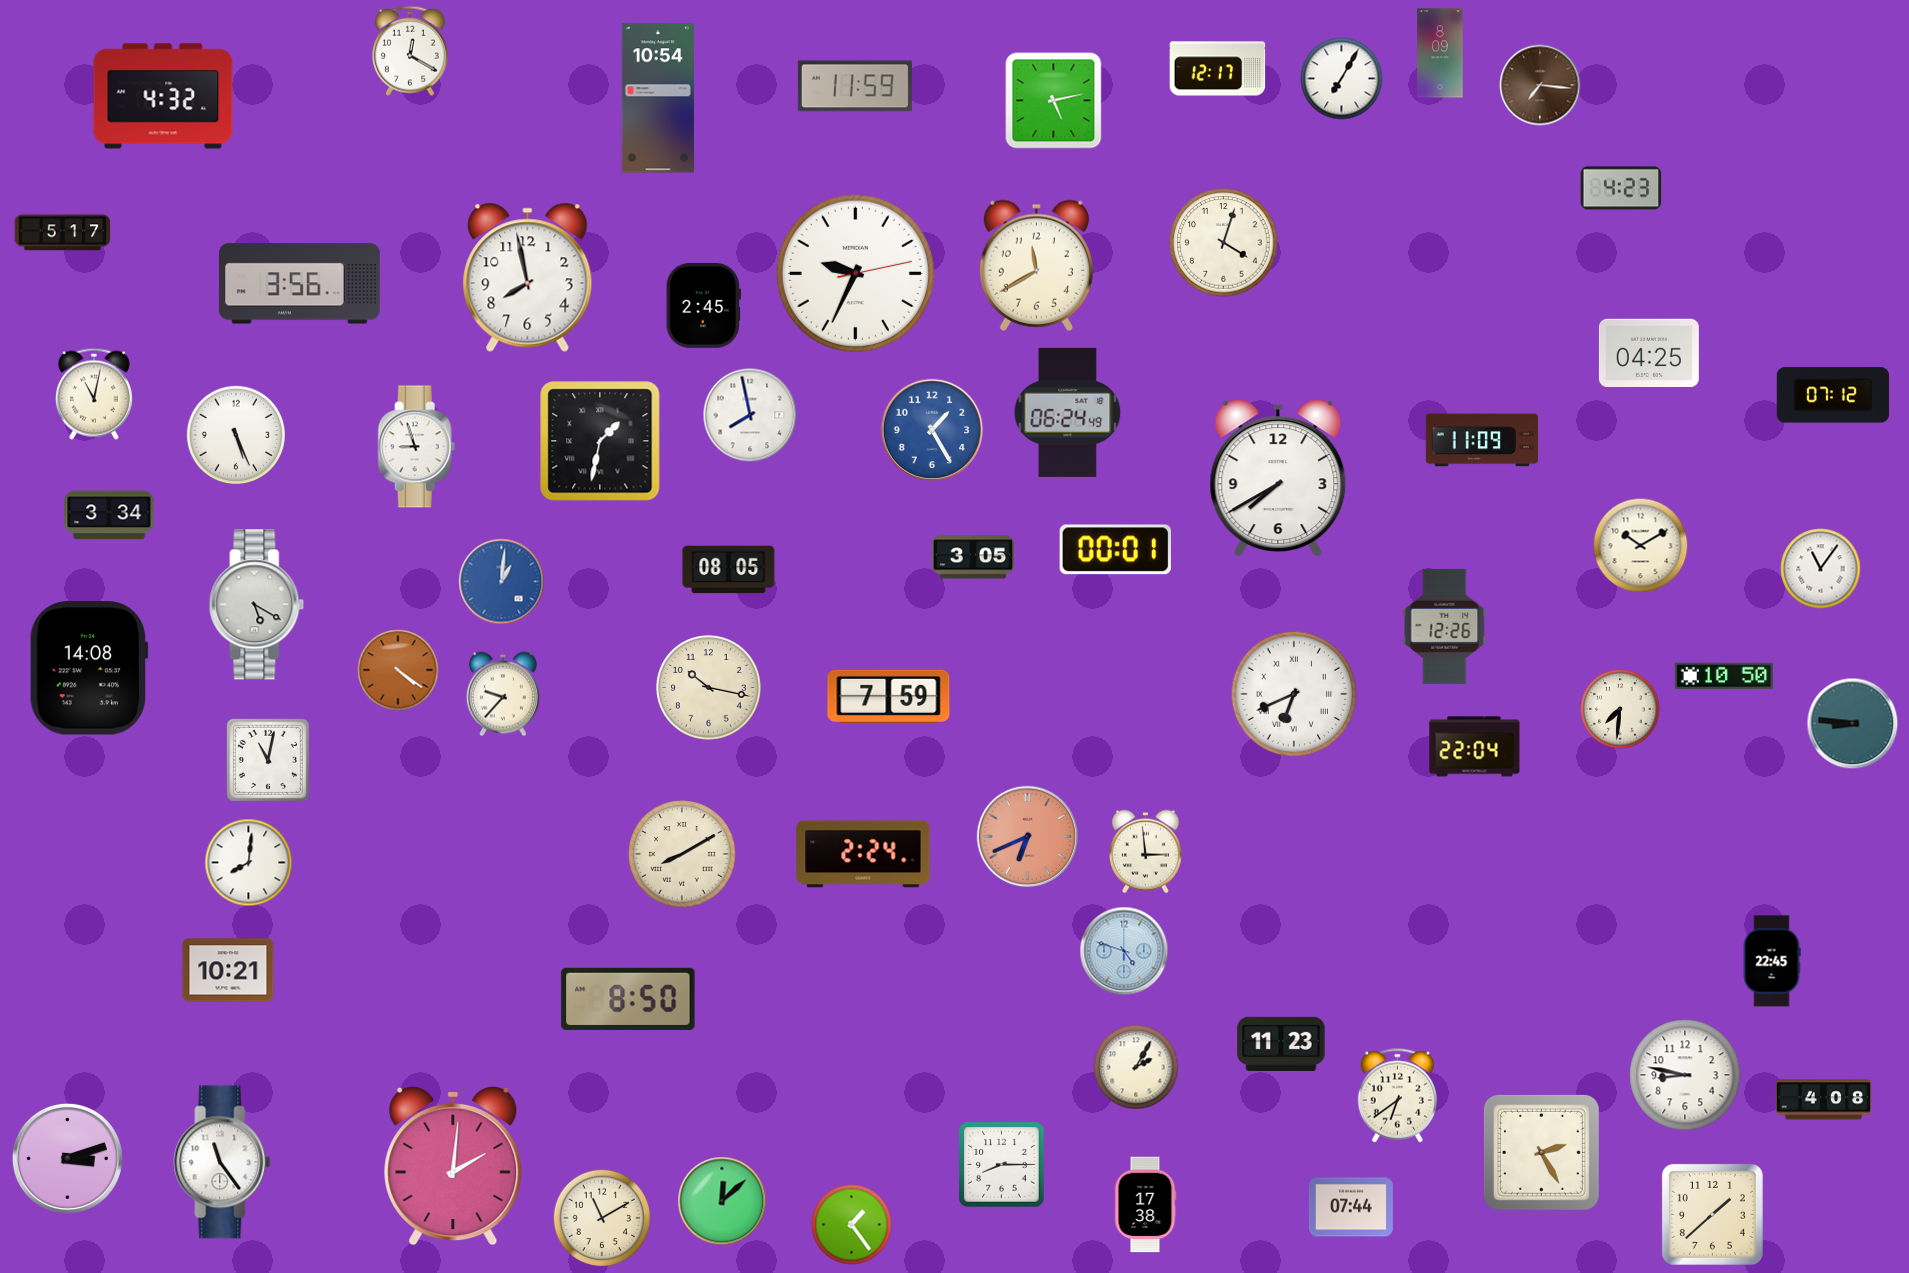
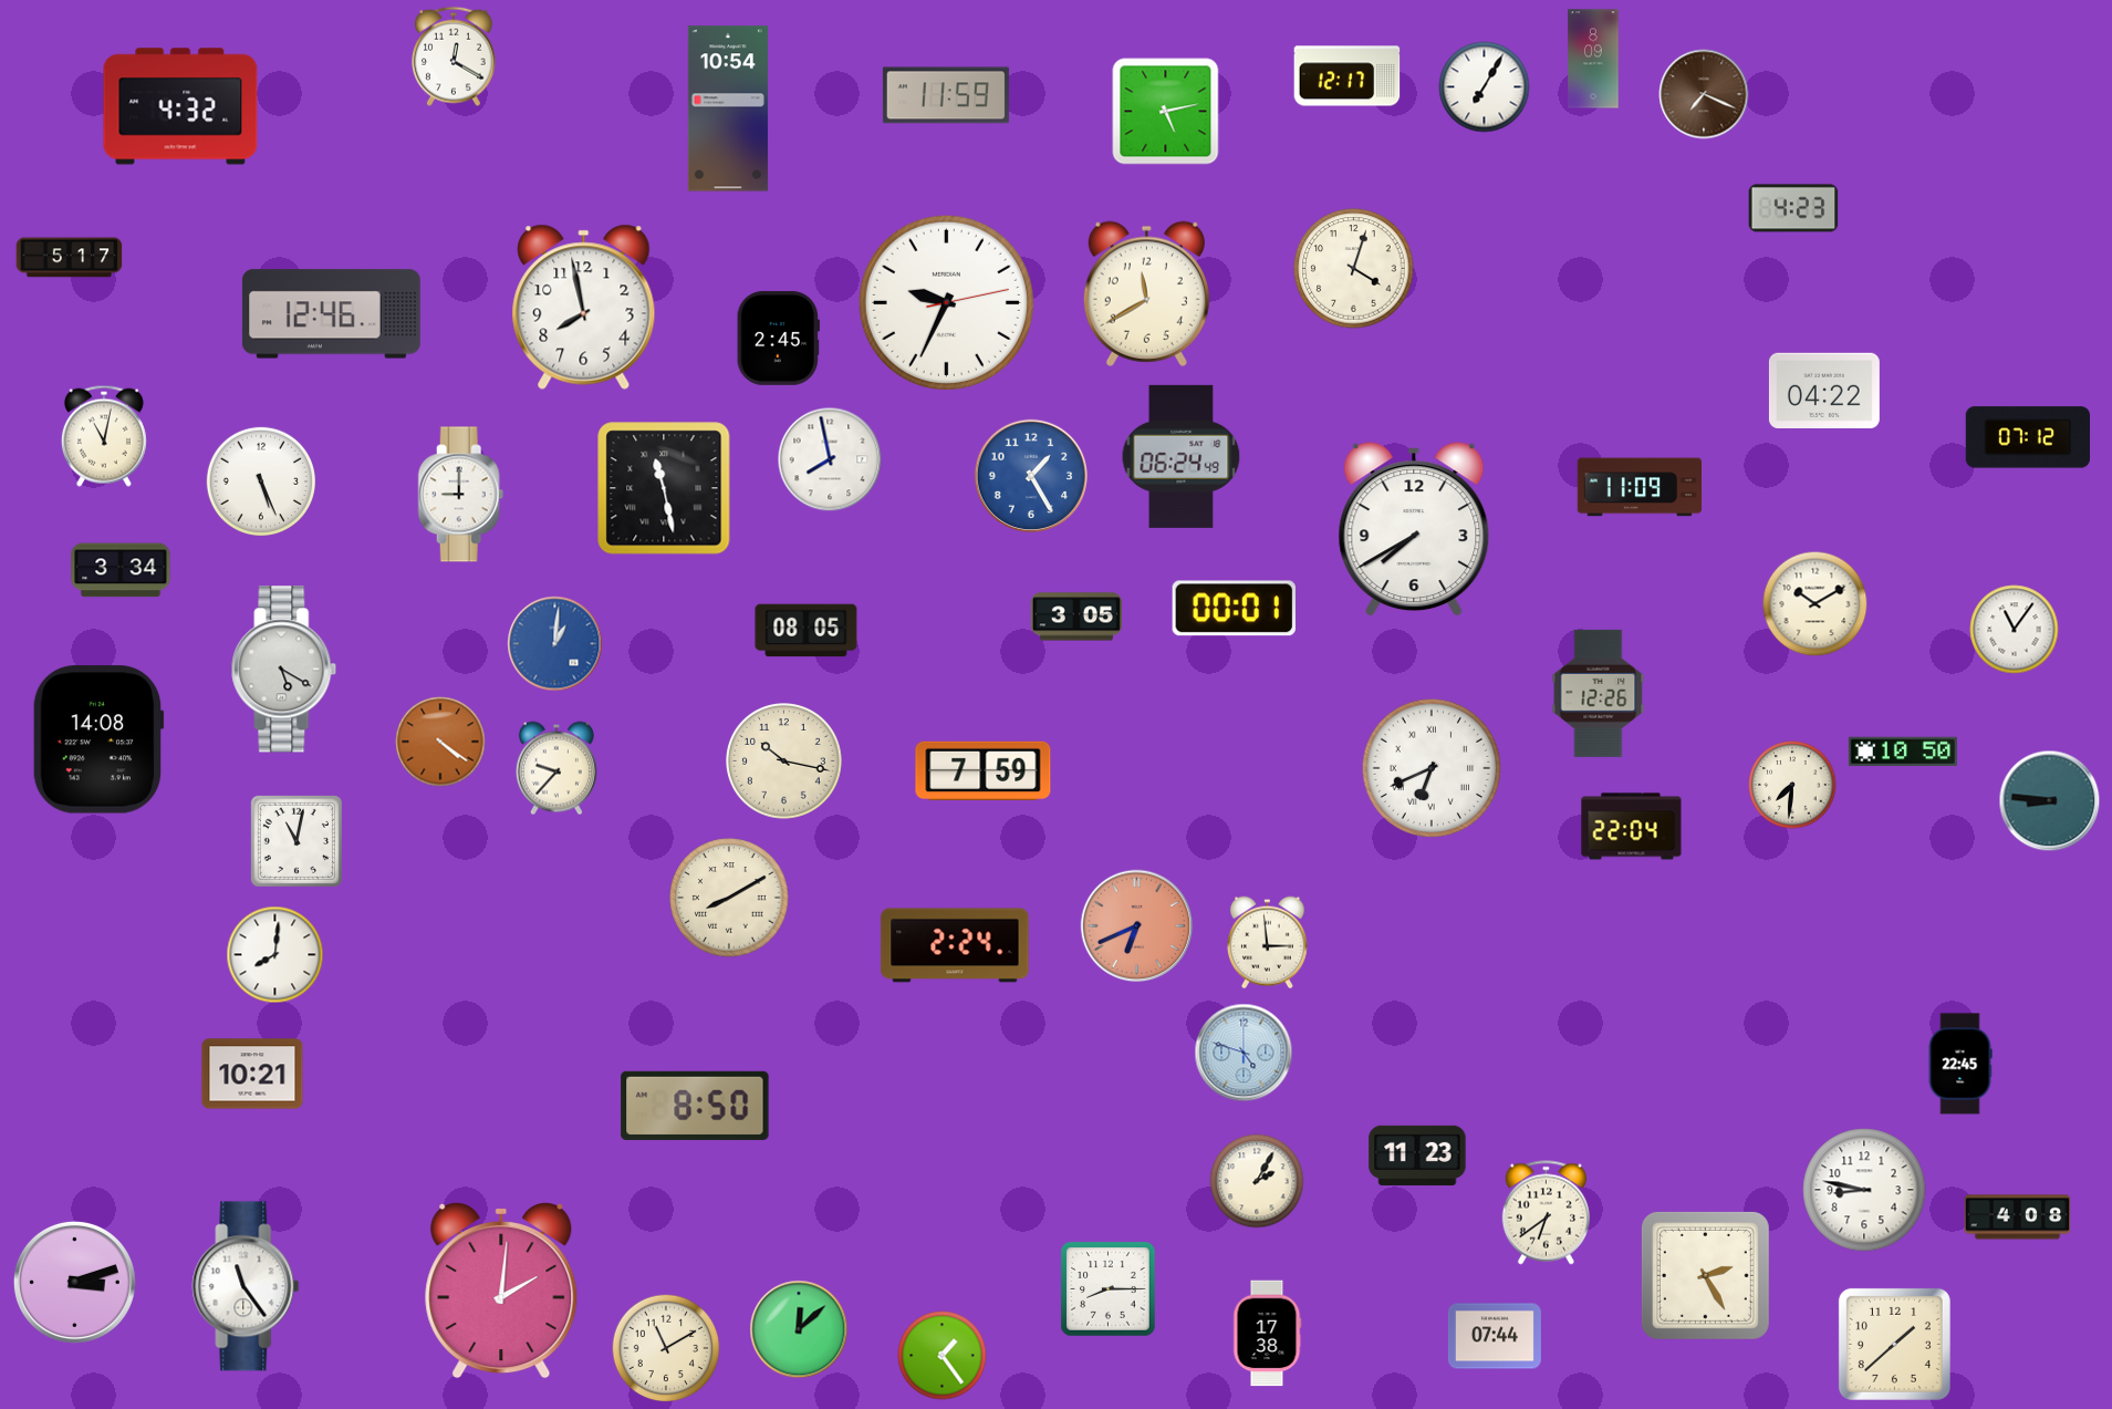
clock at (1540, 85): 7:16 -> 7:19
clock at (299, 284): 3:56 -> 12:46
clock at (1649, 352): 04:25 -> 04:22
clock at (600, 441): 1:32 -> 11:28
clock at (417, 447): 8:57 -> 9:00
clock at (1724, 676) position: (1724, 676) -> (1903, 752)
clock at (682, 854) position: (682, 854) -> (729, 898)
